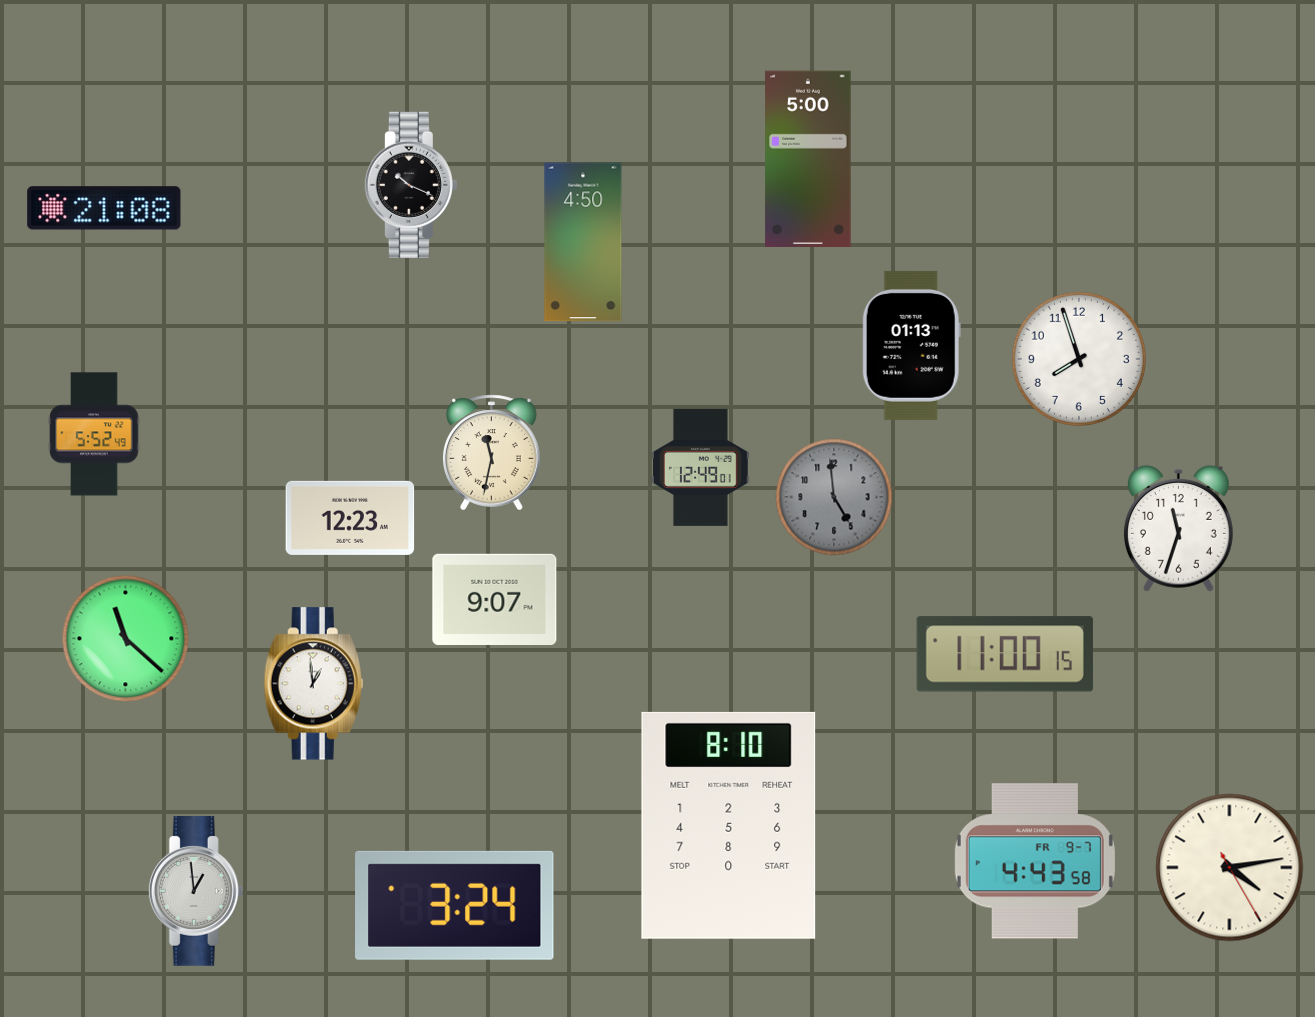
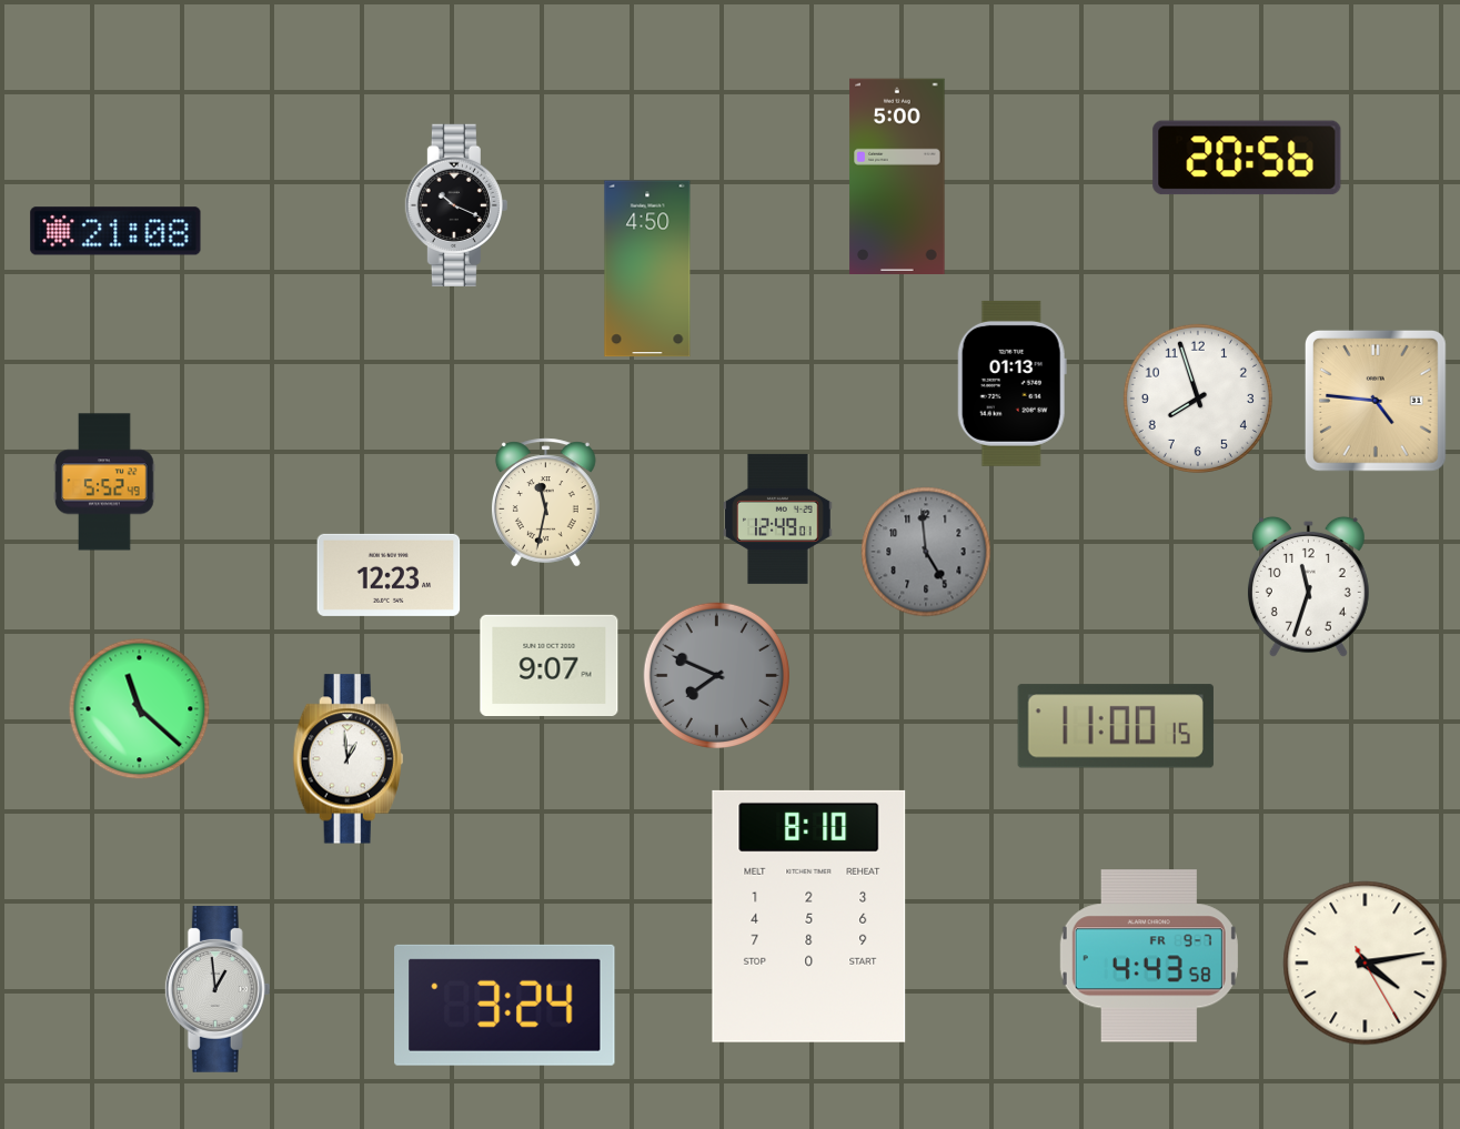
clock at (1247, 158): none -> 20:56
clock at (1376, 401): none -> 4:46
clock at (716, 675): none -> 7:49
